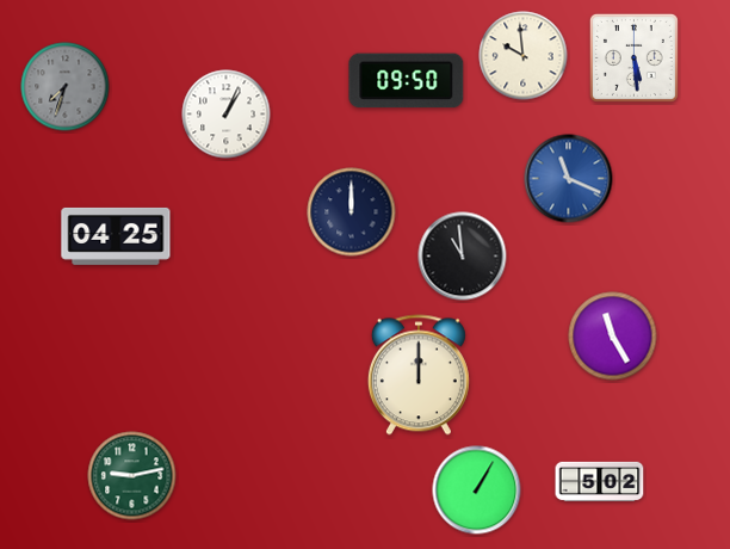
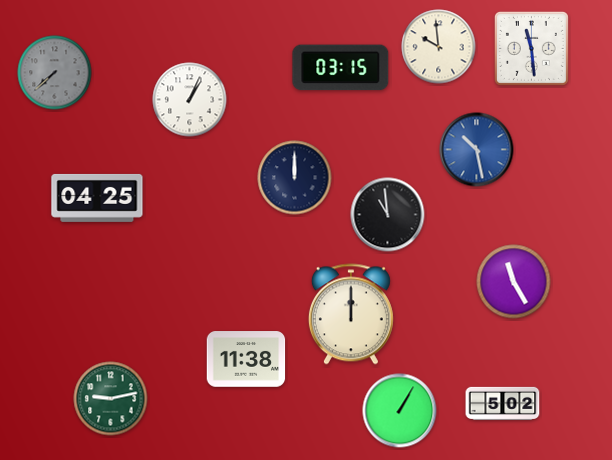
clock at (633, 57): 5:29 -> 11:29
clock at (407, 81): 09:50 -> 03:15
clock at (66, 87): 7:33 -> 7:38
clock at (227, 115) position: (227, 115) -> (190, 100)
clock at (569, 179): 11:19 -> 10:28
clock at (246, 359): none -> 11:38
